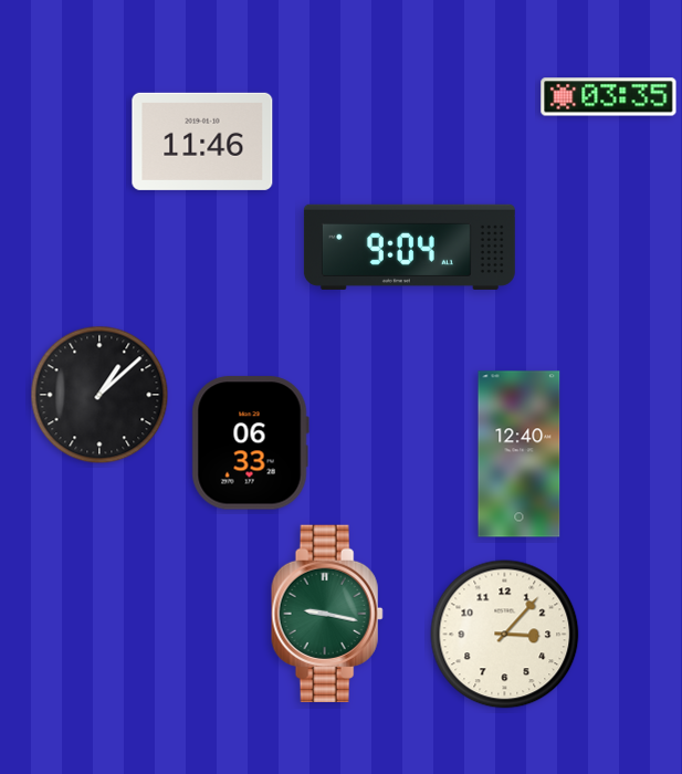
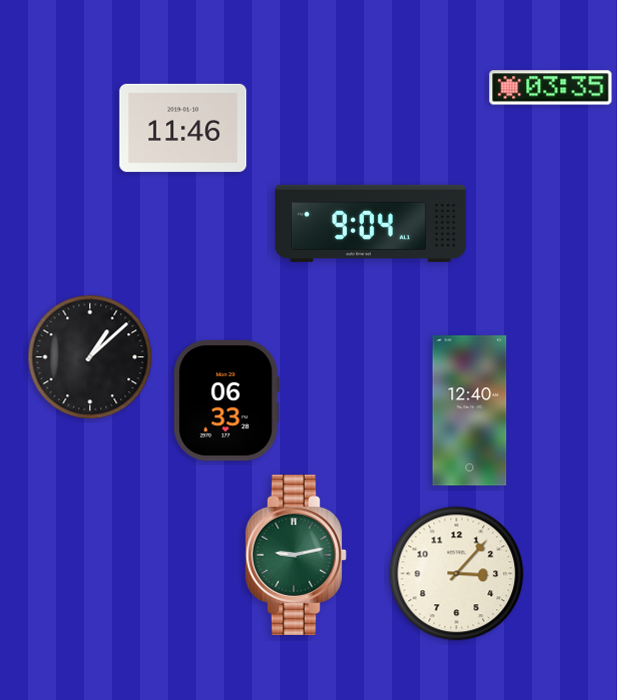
clock at (327, 613): 9:17 -> 9:13
